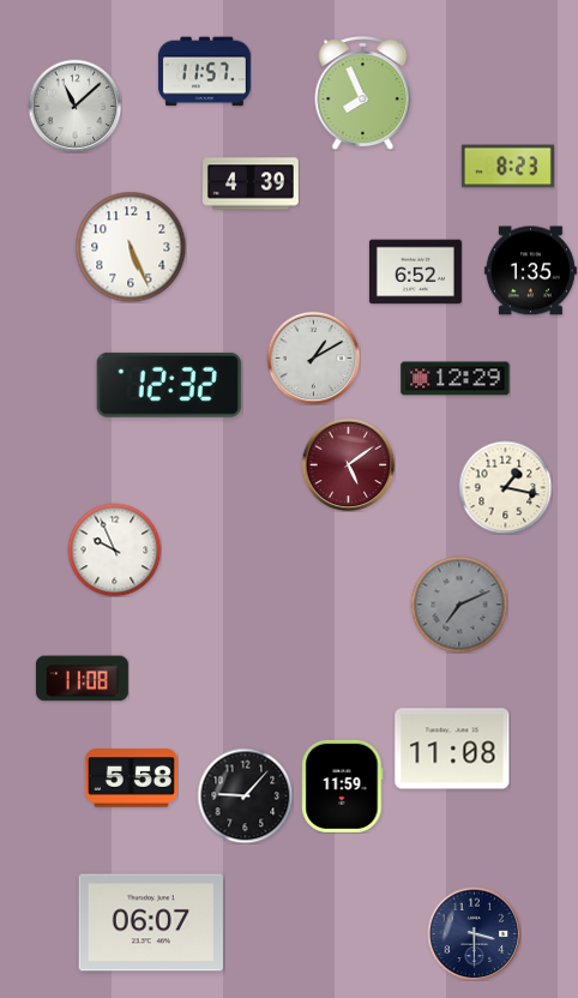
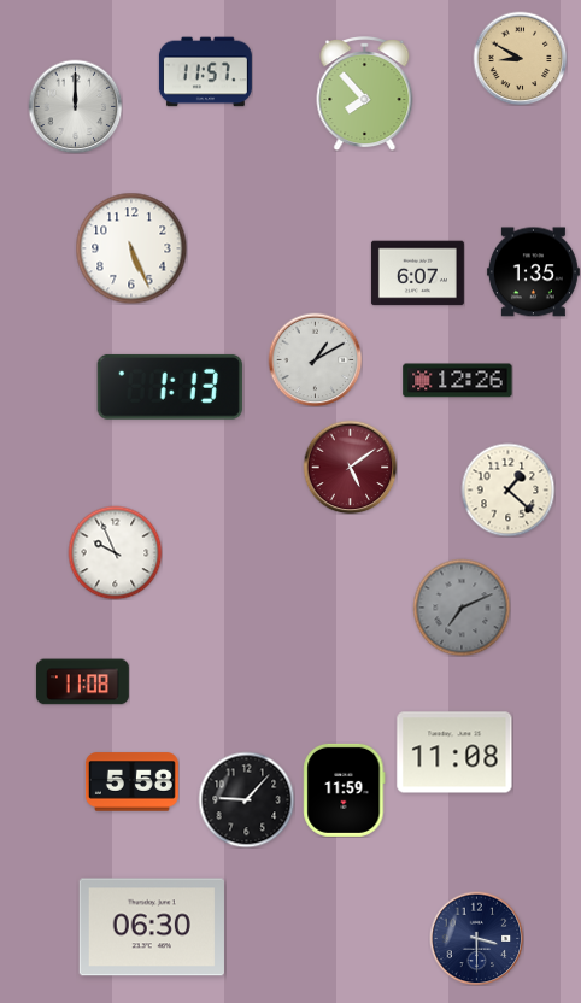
clock at (520, 58): none -> 8:50
clock at (363, 94): 7:56 -> 7:53
clock at (74, 106): 11:08 -> 12:00
clock at (507, 167): 8:23 -> none
clock at (252, 184): 4:39 -> none
clock at (415, 272): 6:52 -> 6:07
clock at (456, 379): 12:29 -> 12:26
clock at (169, 385): 12:32 -> 1:13
clock at (505, 487): 1:17 -> 1:22
clock at (151, 922): 06:07 -> 06:30
